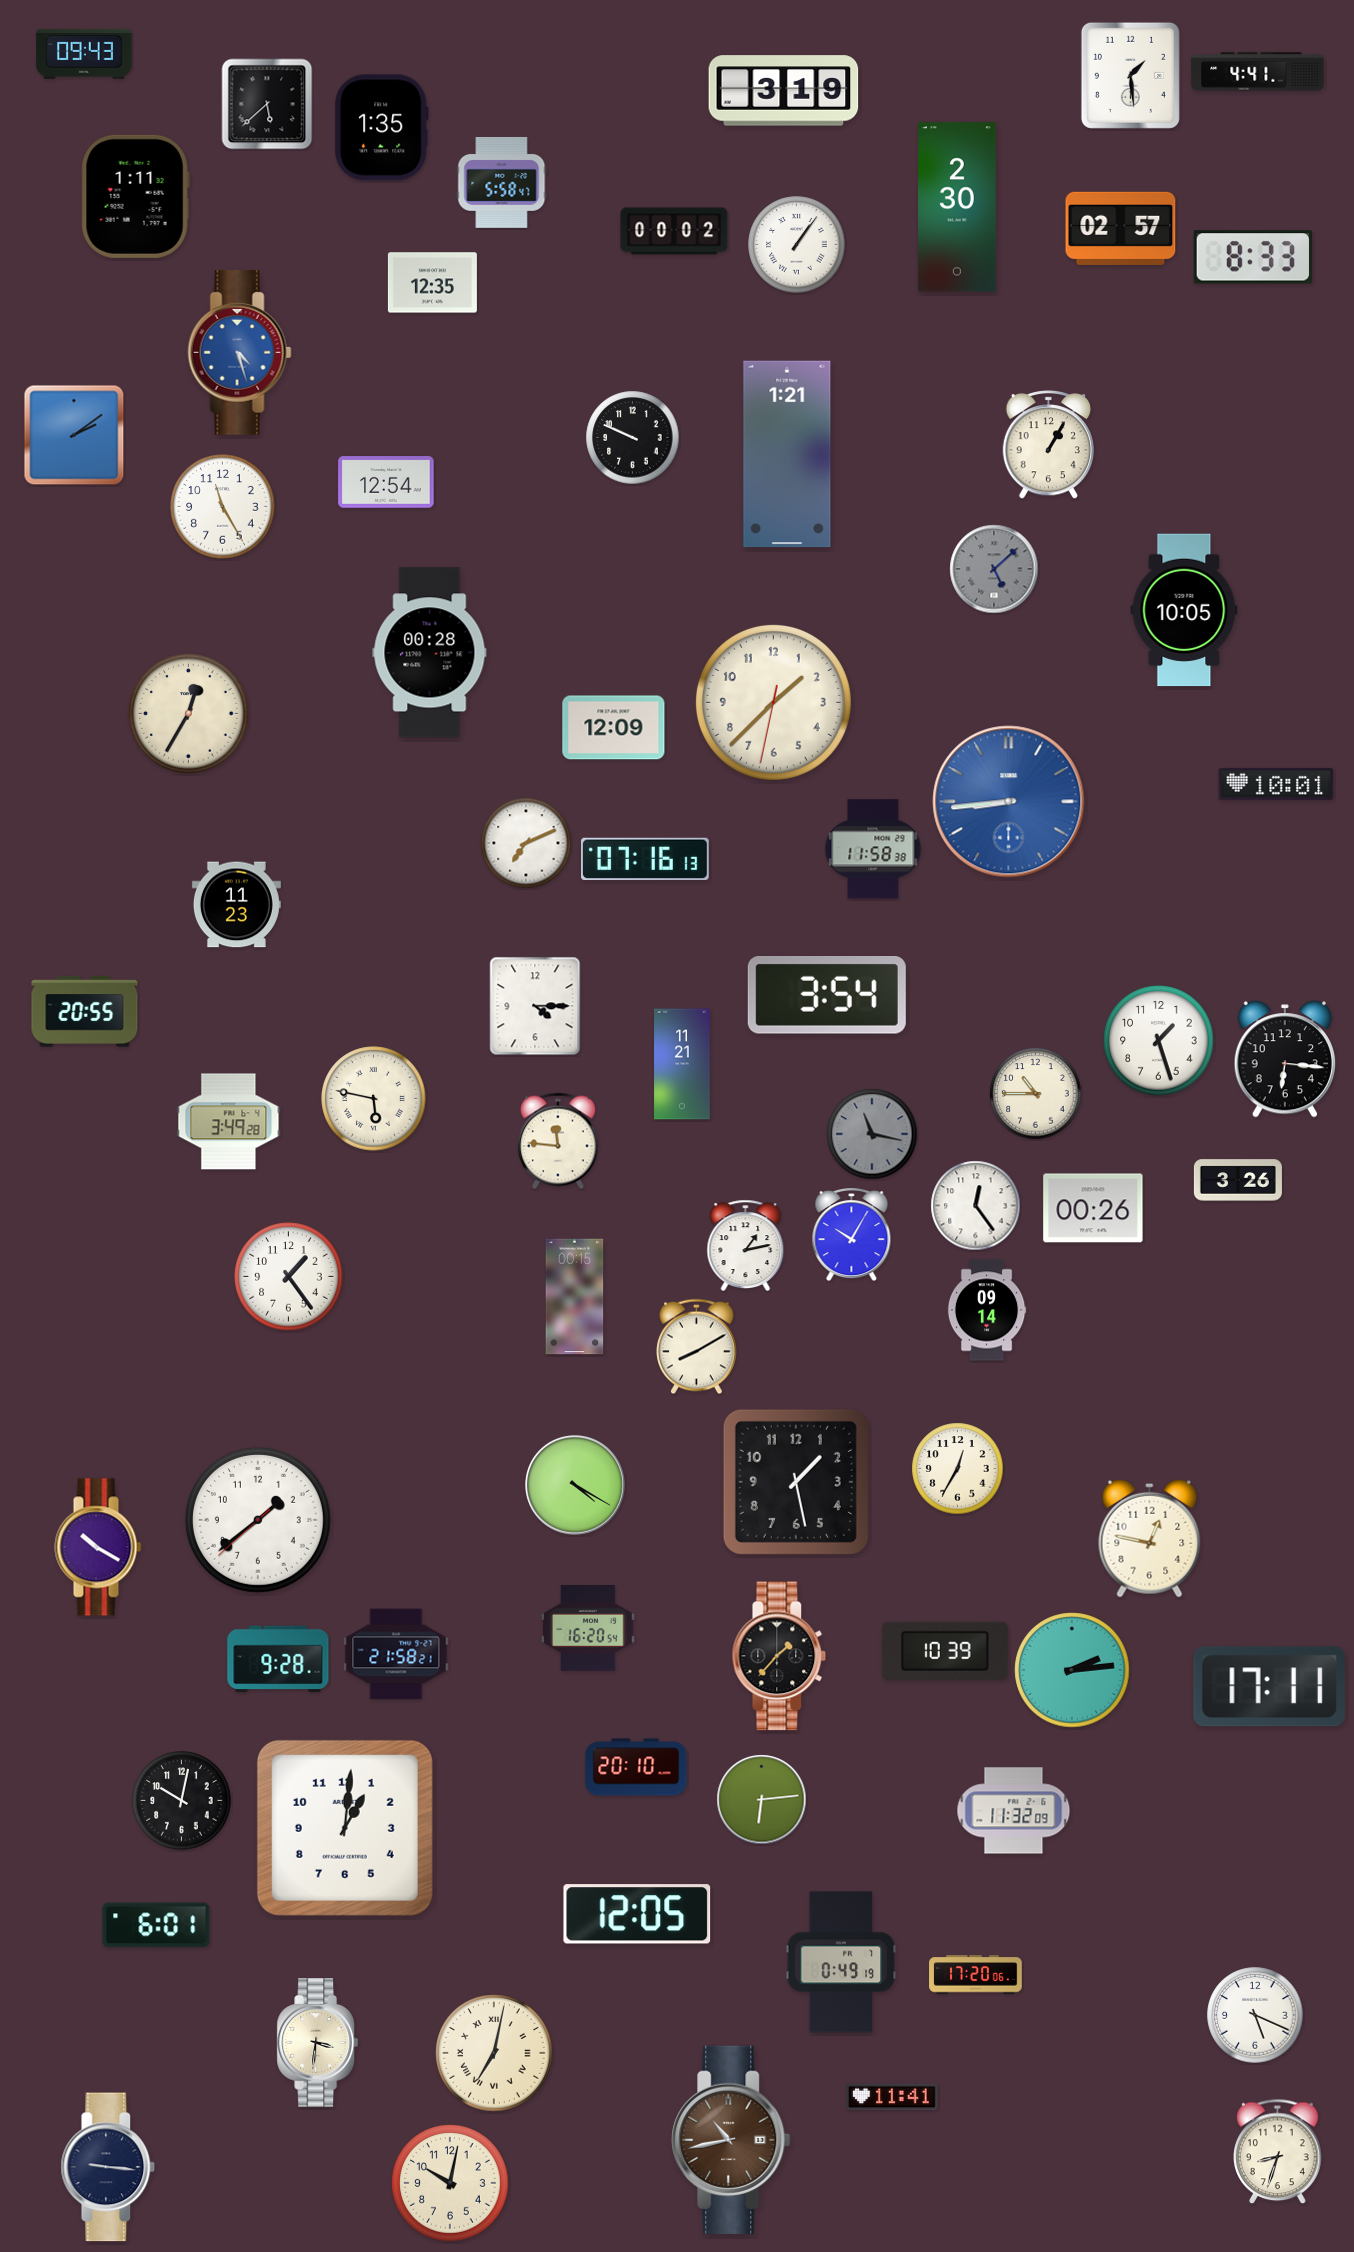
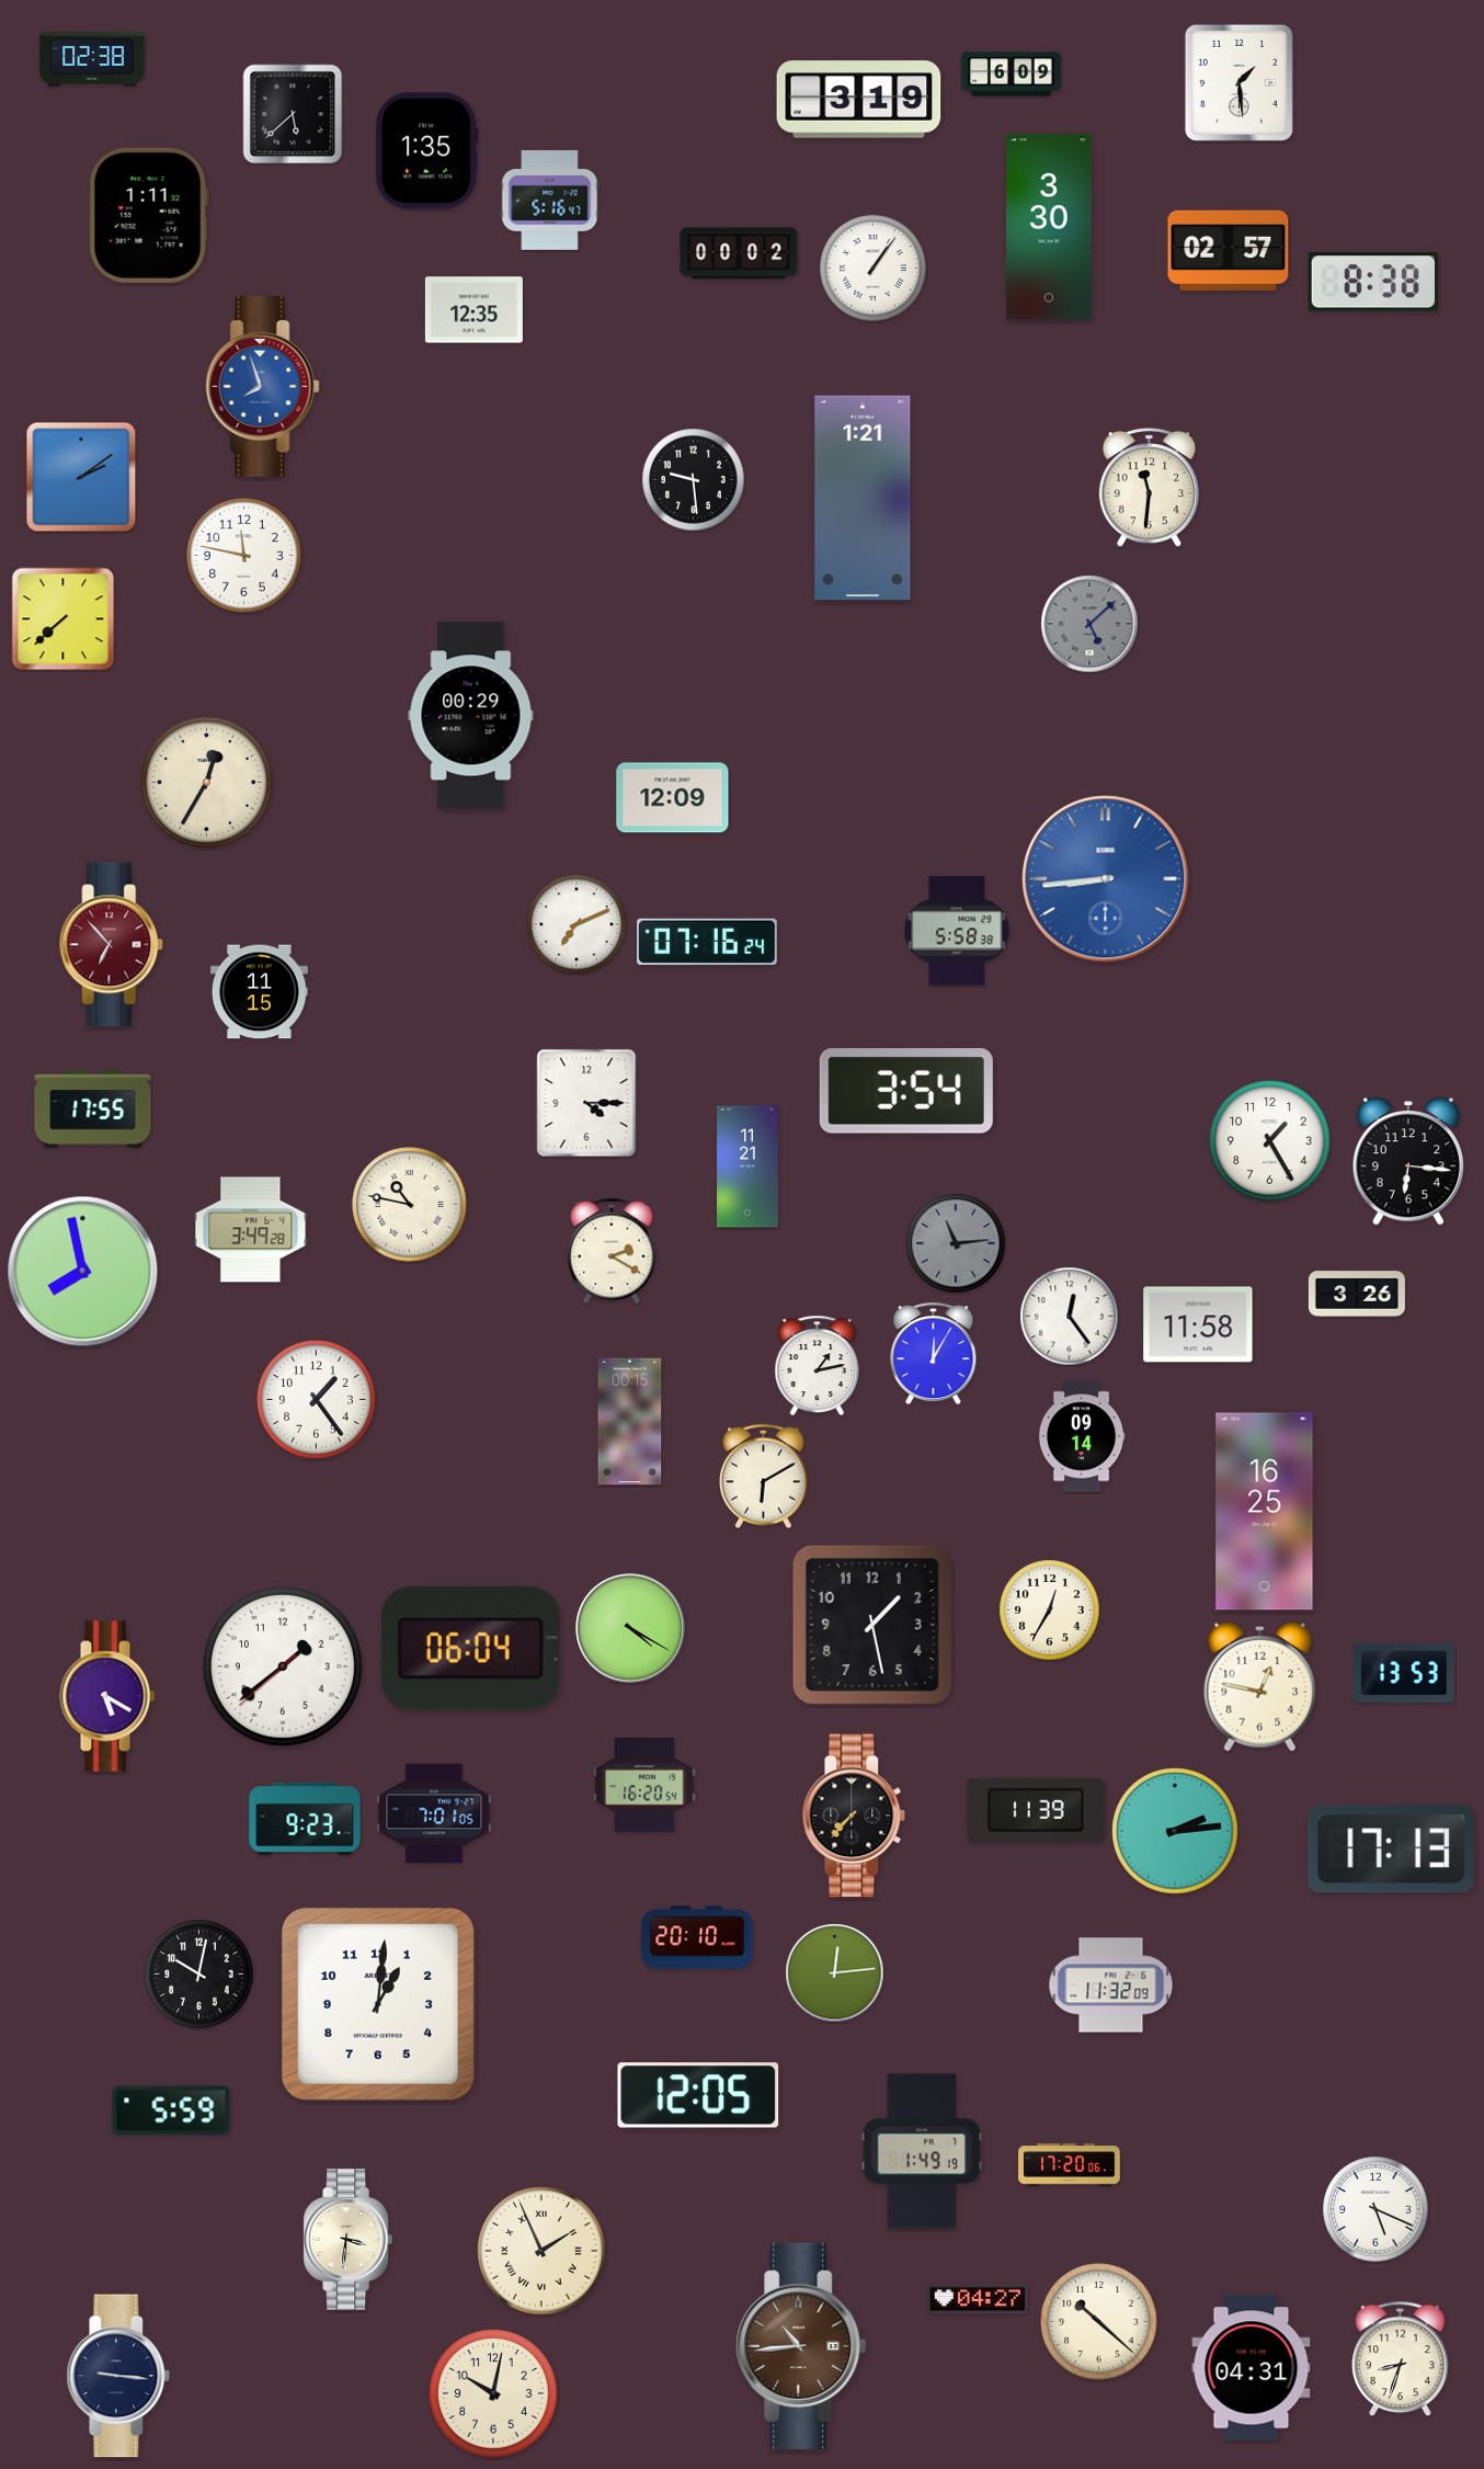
clock at (84, 54): 09:43 -> 02:38
clock at (1012, 75): none -> 6:09
clock at (1258, 72): 4:41 -> none
clock at (382, 128) position: (382, 128) -> (427, 151)
clock at (502, 182): 5:58 -> 5:16
clock at (957, 207): 2:30 -> 3:30
clock at (1253, 257): 8:33 -> 8:38
clock at (239, 353): 4:27 -> 7:57
clock at (633, 438): 9:49 -> 9:29
clock at (1048, 445): 1:05 -> 11:31
clock at (386, 482): 12:54 -> none
clock at (223, 507): 11:25 -> 11:47
clock at (64, 619): none -> 7:38
clock at (1184, 610): 10:05 -> none
clock at (430, 653): 00:28 -> 00:29
clock at (773, 702): 1:37 -> none
clock at (1276, 784): 10:01 -> none
clock at (873, 849): 11:58 -> 5:58
clock at (646, 859): 07:16:13 -> 07:16:24
clock at (112, 945): none -> 6:53
clock at (236, 905): 11:23 -> 11:15
clock at (85, 1012): 20:55 -> 17:55
clock at (1159, 1041): 1:27 -> 1:25
clock at (1036, 1094): 10:45 -> none
clock at (374, 1099): 5:47 -> 10:47
clock at (872, 1134): 11:17 -> 11:14
clock at (558, 1141): 11:46 -> 2:20
clock at (83, 1272): none -> 7:58
clock at (976, 1206) position: (976, 1206) -> (1070, 1317)
clock at (1093, 1208): 00:26 -> 11:58
clock at (852, 1235): 10:05 -> 12:05
clock at (697, 1347): 8:10 -> 6:10
clock at (1265, 1512): none -> 16:25
clock at (470, 1649): none -> 06:04
clock at (1404, 1673): none -> 13:53
clock at (98, 1547): 10:20 -> 5:20
clock at (945, 1651): 10:39 -> 11:39
clock at (396, 1654): 21:58 -> 7:01
clock at (779, 1656): 1:37 -> 7:37
clock at (278, 1659): 9:28 -> 9:23
clock at (1269, 1687): 17:11 -> 17:13
clock at (762, 1800): 6:14 -> 12:14
clock at (637, 1914) position: (637, 1914) -> (698, 2095)
clock at (156, 1925): 6:01 -> 5:59
clock at (841, 1962): 0:49 -> 1:49
clock at (494, 2053): 7:02 -> 1:56
clock at (893, 2097): 11:41 -> 04:27
clock at (1099, 2322): none -> 10:22
clock at (731, 2140): 10:43 -> 10:44
clock at (1252, 2368): none -> 04:31
